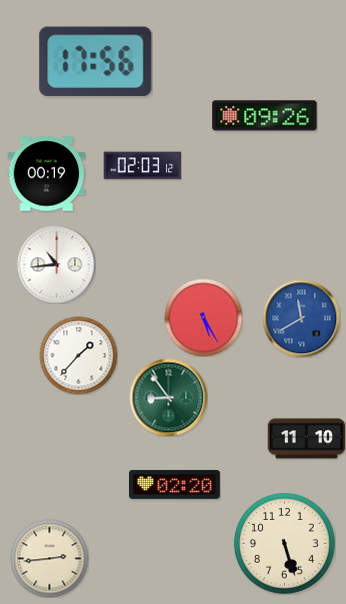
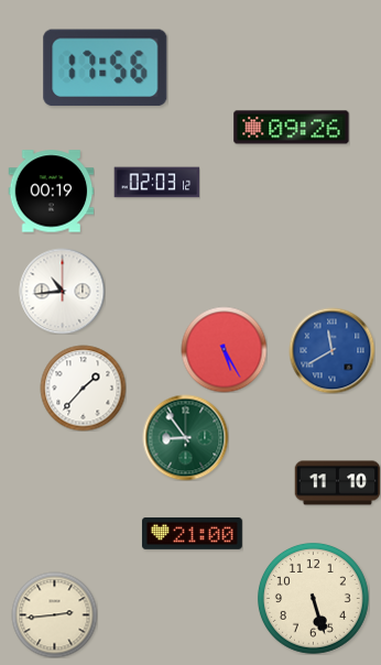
clock at (78, 355) position: (78, 355) -> (83, 388)
clock at (174, 484): 02:20 -> 21:00
